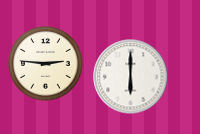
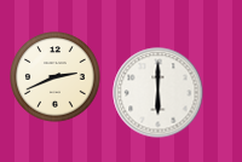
clock at (46, 64): 2:46 -> 2:41
